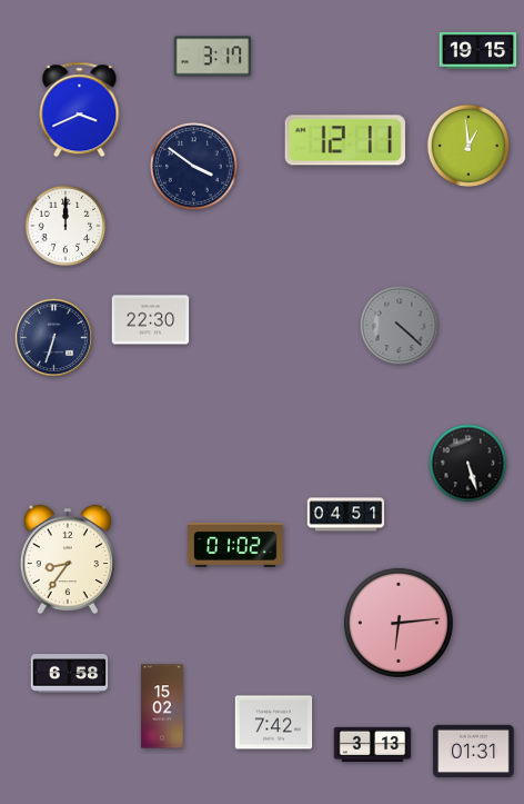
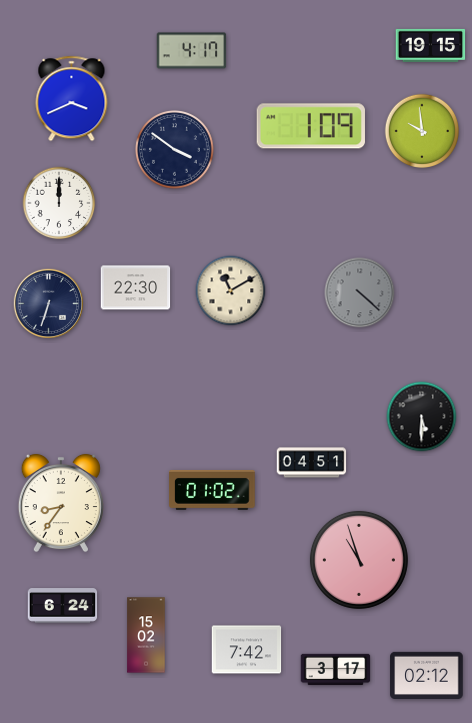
clock at (213, 57): 3:17 -> 4:17
clock at (345, 140): 12:11 -> 1:09
clock at (468, 146): 12:59 -> 9:59
clock at (231, 291): none -> 11:10
clock at (468, 464): 5:27 -> 5:30
clock at (399, 623): 6:14 -> 10:57
clock at (70, 674): 6:58 -> 6:24
clock at (373, 745): 3:13 -> 3:17
clock at (474, 751): 01:31 -> 02:12
